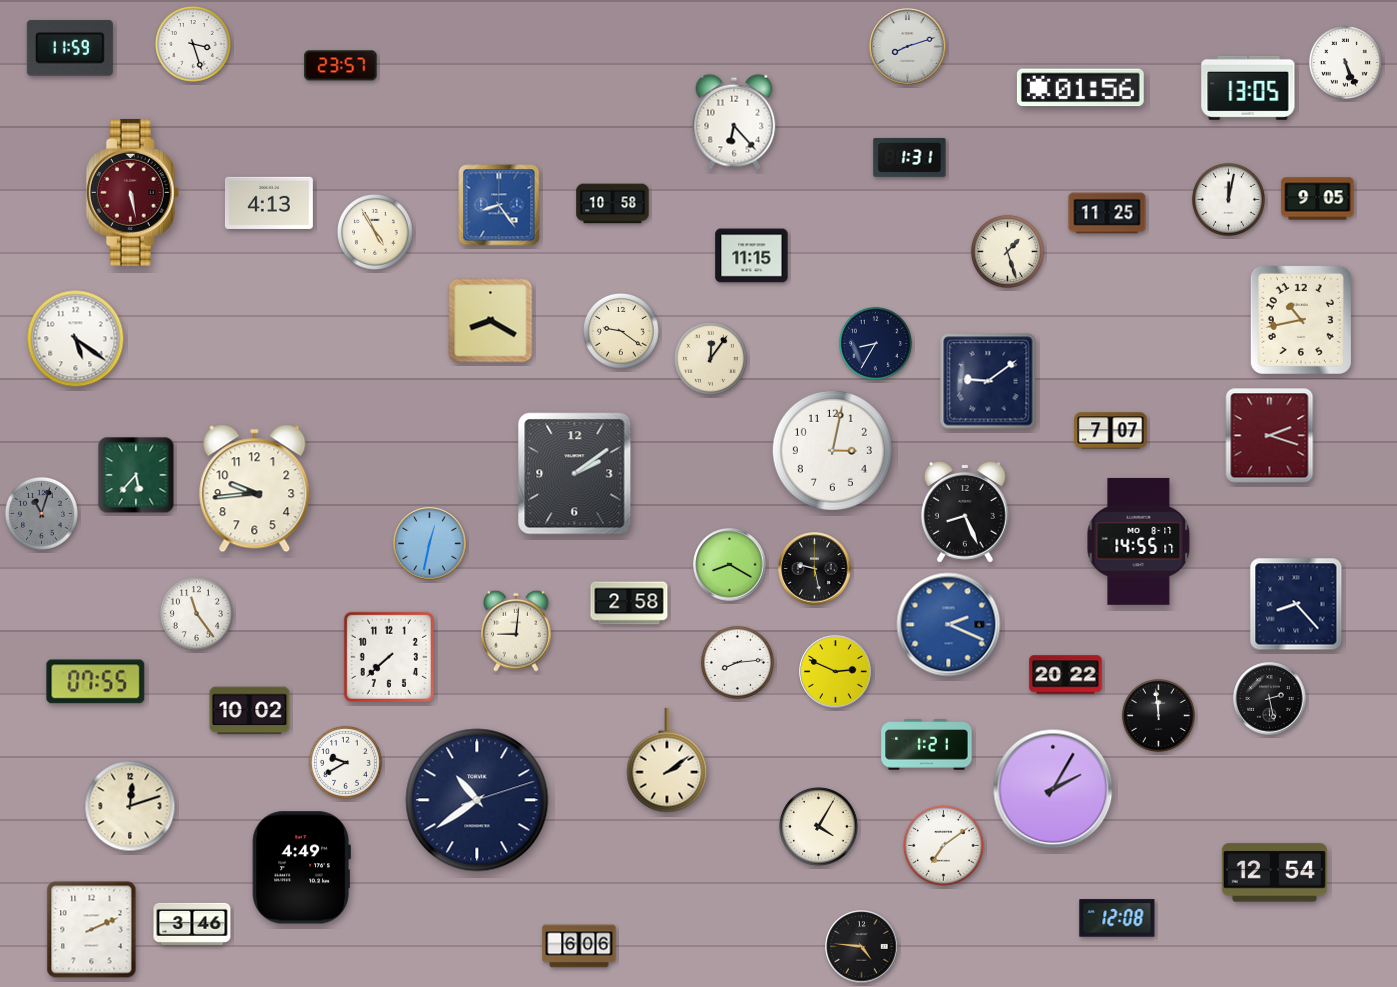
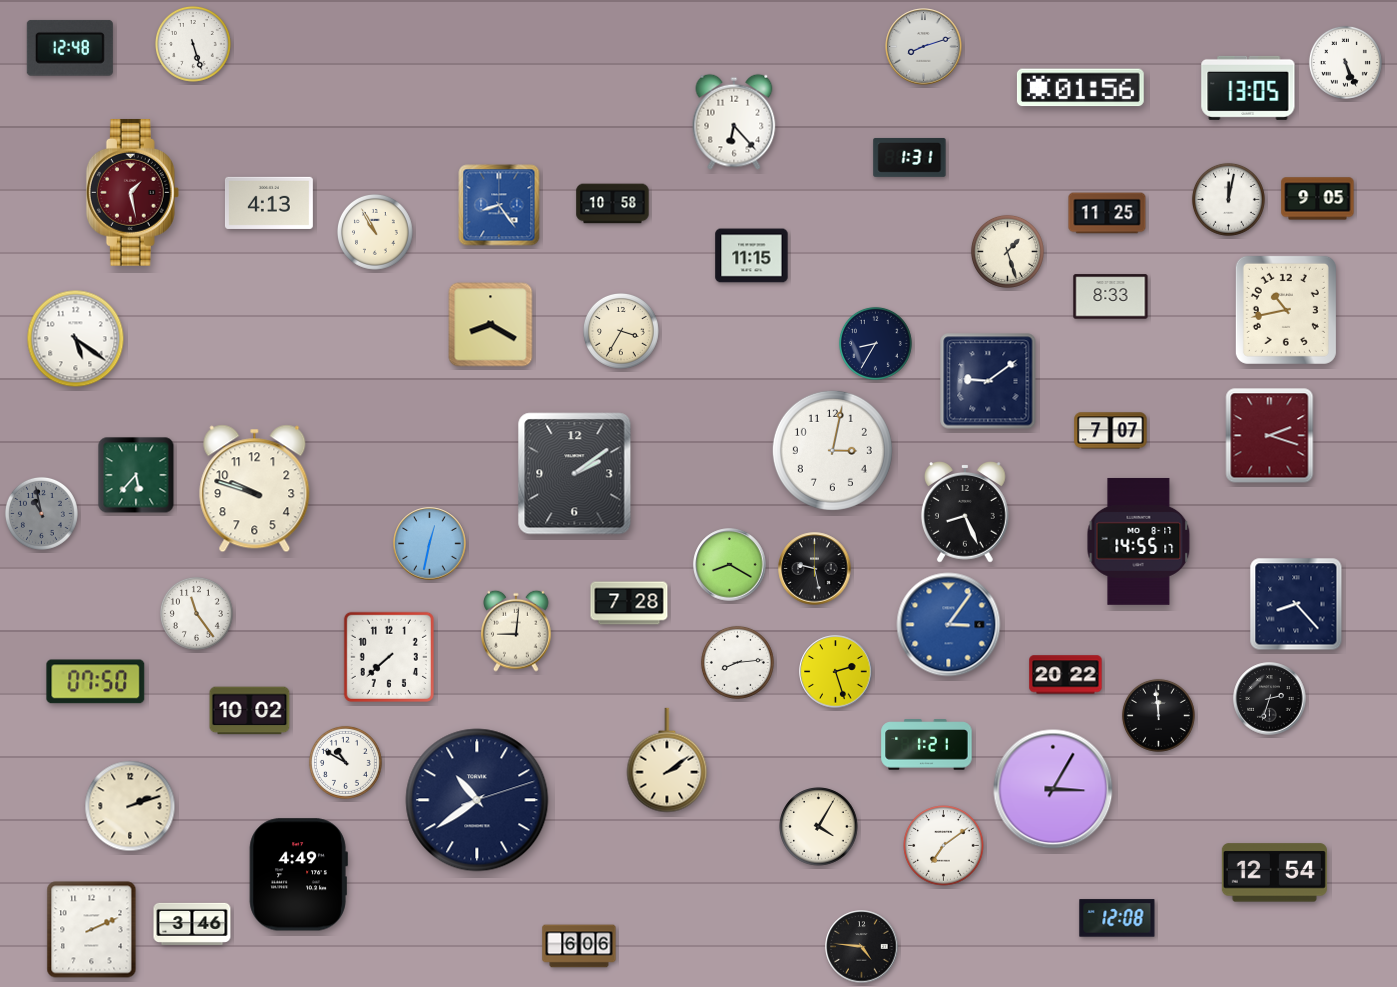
clock at (194, 45): 3:27 -> 5:27
clock at (908, 47) position: (908, 47) -> (924, 47)
clock at (70, 48): 11:59 -> 12:48
clock at (341, 66): 23:57 -> none
clock at (132, 193): 5:28 -> 1:28
clock at (376, 233): 4:55 -> 10:55
clock at (1111, 297): none -> 8:33
clock at (1301, 320) position: (1301, 320) -> (1286, 310)
clock at (491, 321) position: (491, 321) -> (491, 325)
clock at (622, 332): 9:21 -> 3:35
clock at (710, 358): 12:06 -> none
clock at (255, 489): 9:44 -> 9:48
clock at (41, 513): 11:03 -> 10:58
clock at (629, 603): 2:58 -> 7:28
clock at (949, 625): 2:19 -> 3:06
clock at (836, 672): 2:49 -> 2:27
clock at (96, 682): 07:55 -> 07:50
clock at (1270, 699): 2:28 -> 2:33
clock at (345, 762): 9:40 -> 10:50
clock at (1053, 789): 2:05 -> 3:05
clock at (130, 806): 12:12 -> 2:12
clock at (301, 868) position: (301, 868) -> (298, 875)
